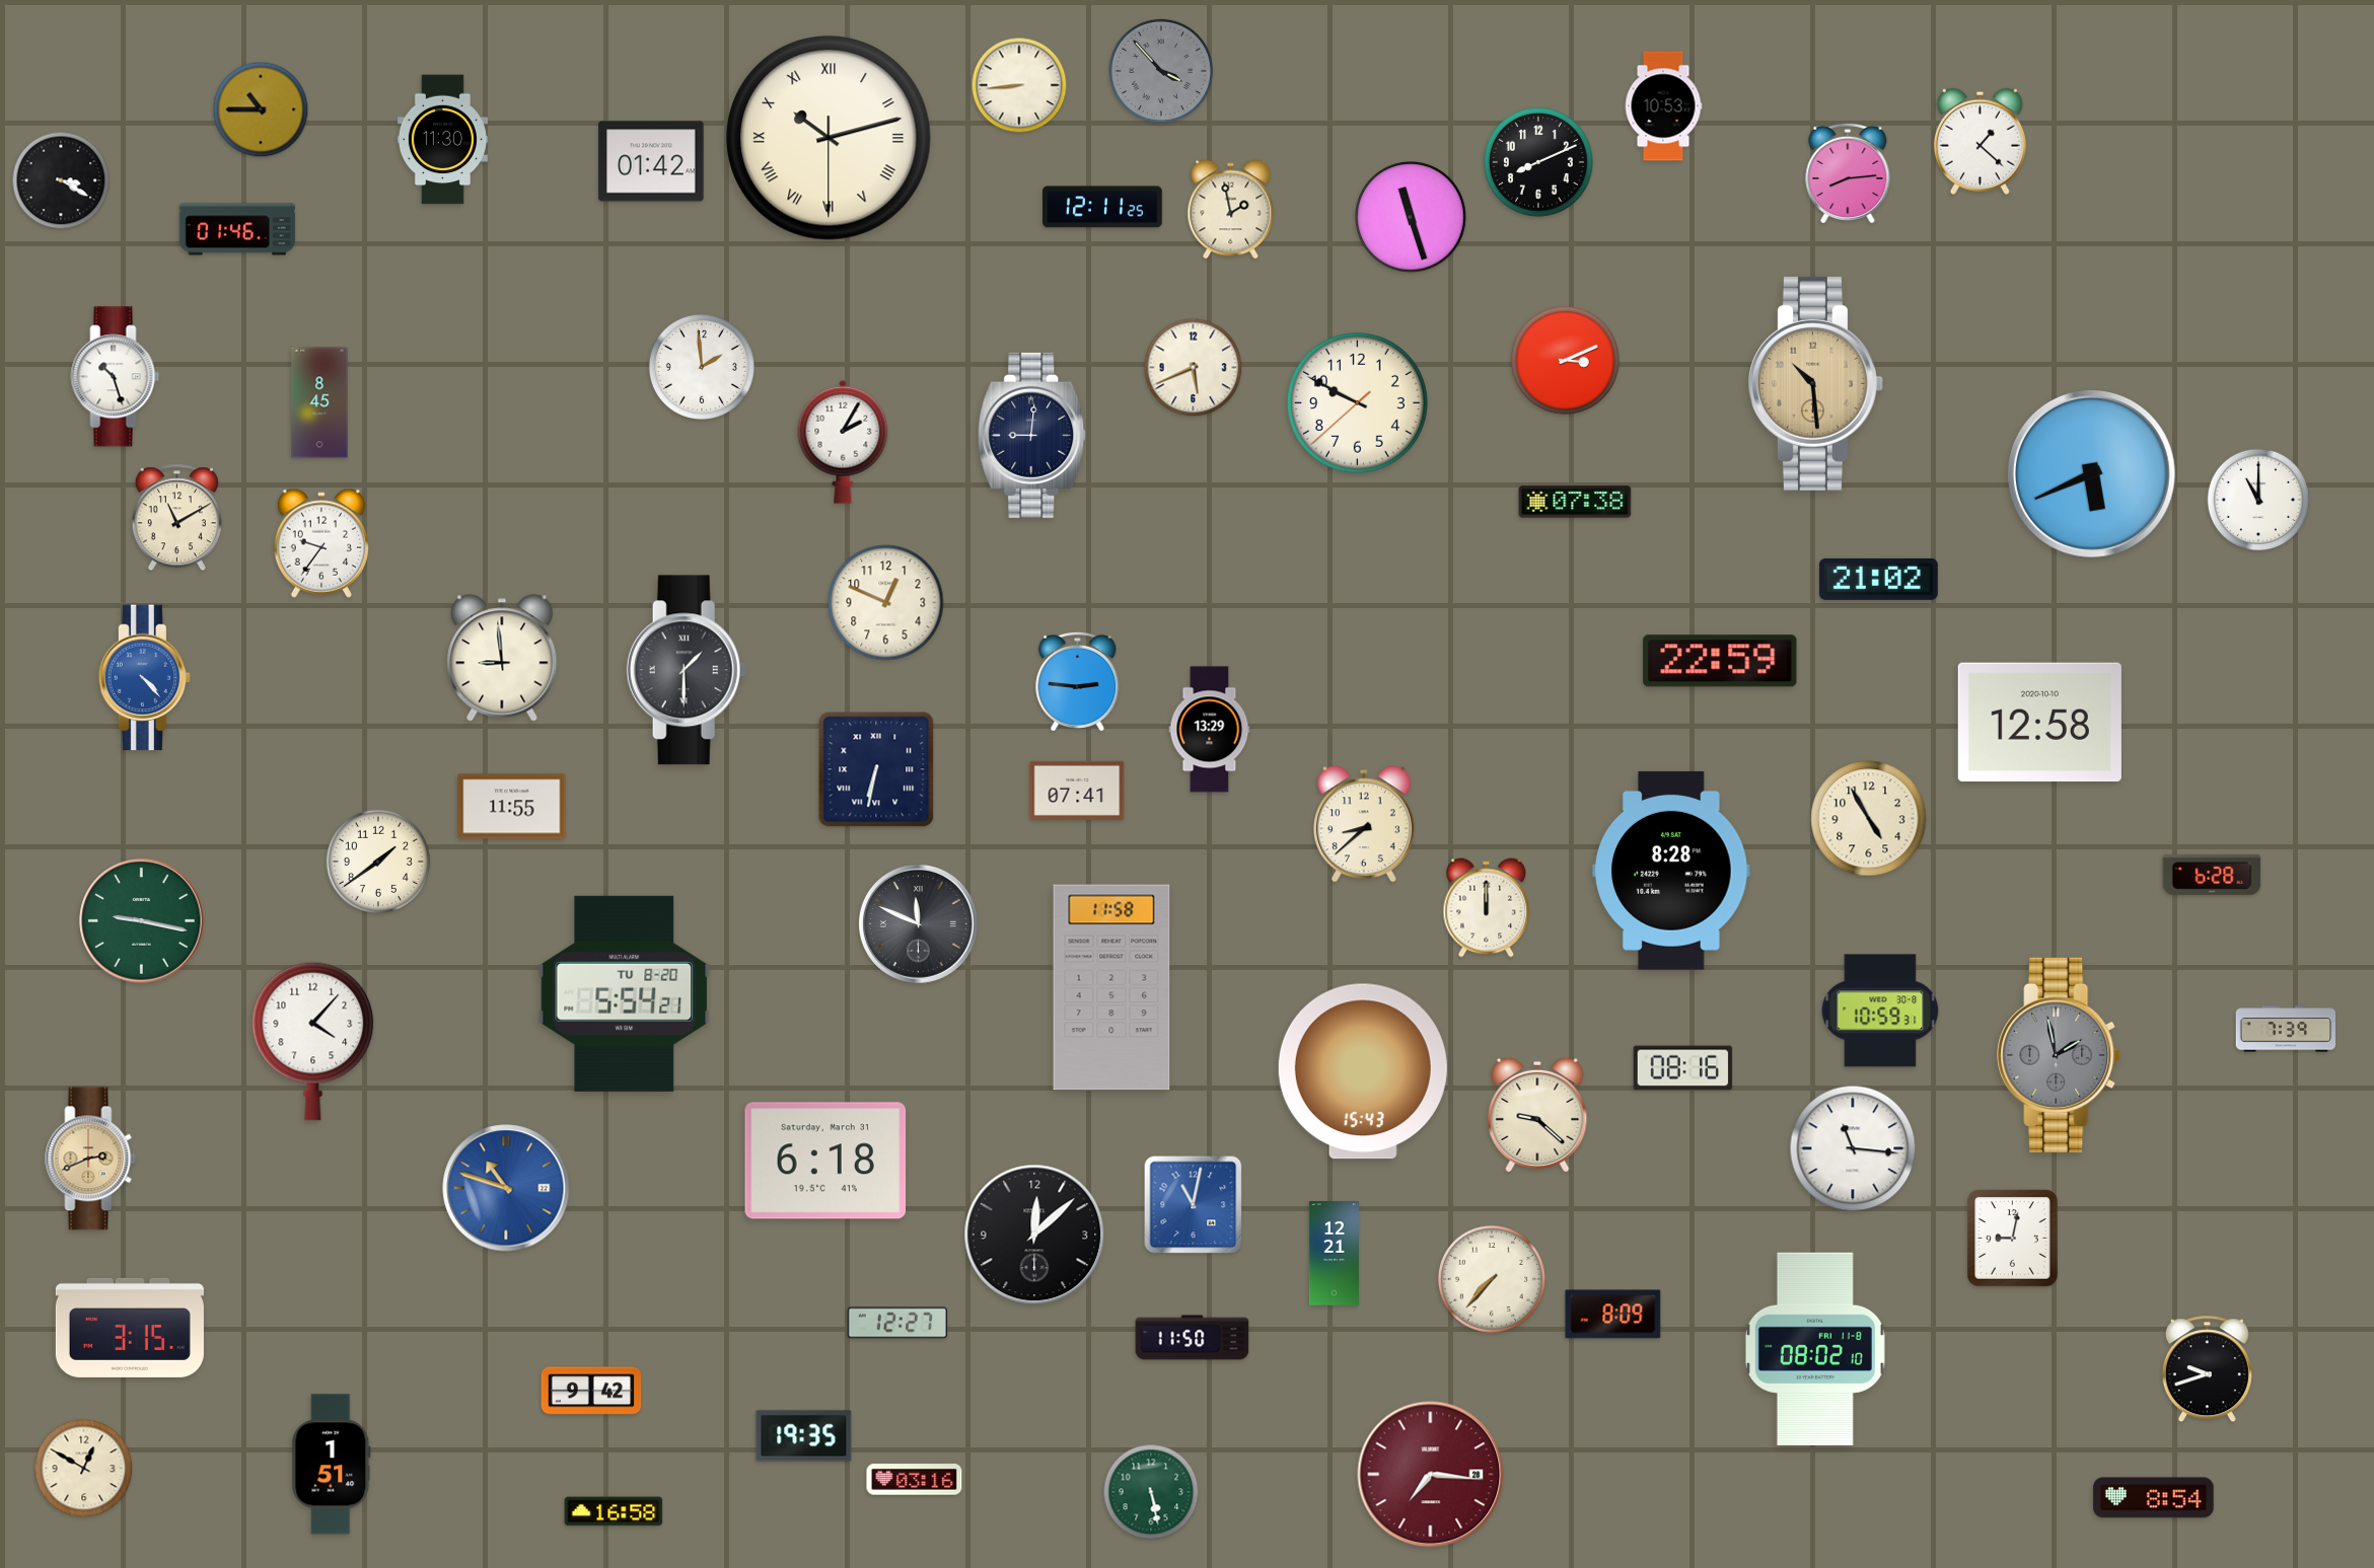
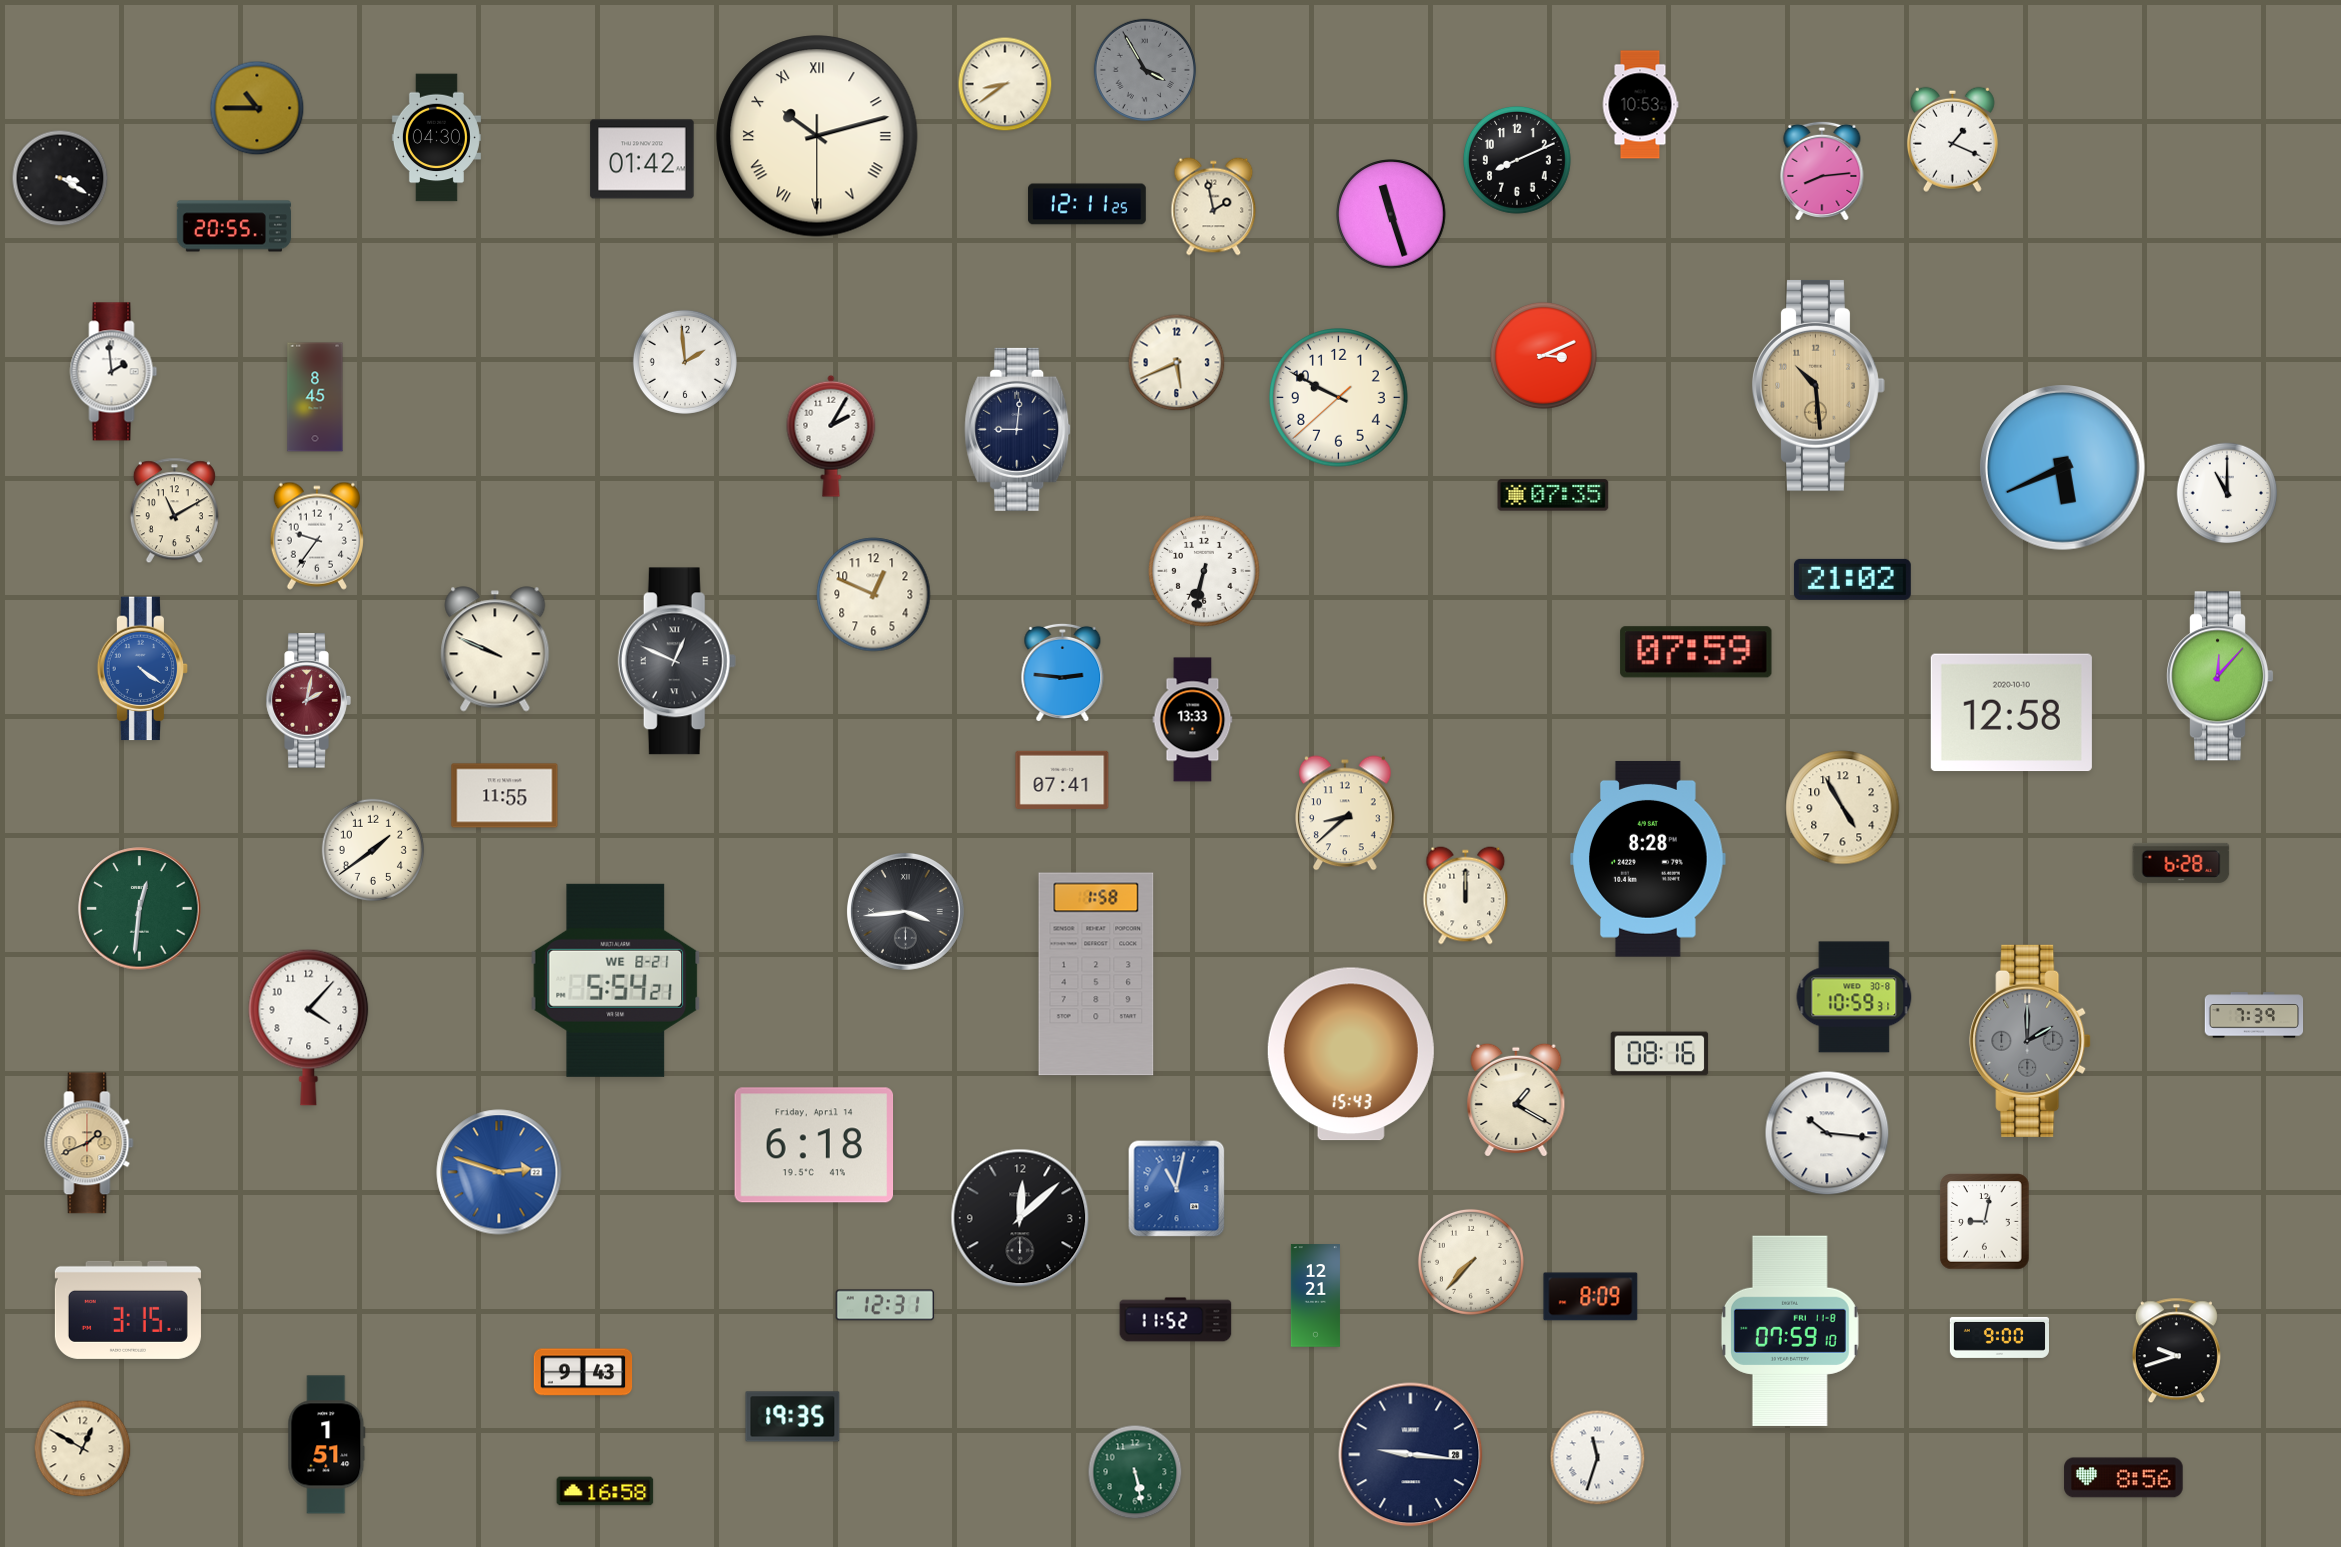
clock at (1161, 71): 3:53 -> 3:55
clock at (1019, 85): 8:44 -> 8:39
clock at (442, 140): 11:30 -> 04:30
clock at (1980, 141): 1:22 -> 1:19
clock at (236, 229): 01:46 -> 20:55
clock at (702, 367) position: (702, 367) -> (685, 362)
clock at (116, 377): 10:27 -> 1:59
clock at (1816, 383) position: (1816, 383) -> (1819, 385)
clock at (1575, 502): 07:38 -> 07:35
clock at (1204, 571): none -> 6:32
clock at (1878, 579) position: (1878, 579) -> (1852, 579)
clock at (502, 658): 8:59 -> 9:49
clock at (1720, 661): 22:59 -> 07:59
clock at (687, 670): 1:30 -> 12:49
clock at (145, 678): 4:23 -> 4:21
clock at (2221, 676): none -> 12:07
clock at (308, 701): none -> 2:02
clock at (1210, 730): 13:29 -> 13:33
clock at (876, 769): 6:32 -> none
clock at (142, 921): 9:17 -> 12:31
clock at (919, 924): 11:49 -> 3:44
clock at (1111, 987): 11:58 -> 1:58
clock at (625, 993) date: TU 8-20 -> WE 8-21
clock at (2059, 1055): 1:58 -> 2:00
clock at (1363, 1071) position: (1363, 1071) -> (1351, 1054)
clock at (1537, 1114): 9:22 -> 1:20
clock at (1853, 1148): 11:16 -> 10:16
clock at (90, 1159): 2:41 -> 1:41
clock at (825, 1161) date: Saturday, March 31 -> Friday, April 14
clock at (506, 1188): 10:48 -> 2:48
clock at (1334, 1254) position: (1334, 1254) -> (1315, 1296)
clock at (897, 1323): 12:27 -> 12:31
clock at (1193, 1338): 11:50 -> 11:52
clock at (1815, 1349): 08:02 -> 07:59
clock at (1999, 1337): none -> 9:00
clock at (591, 1391): 9:42 -> 9:43
clock at (1431, 1475): 7:16 -> 9:16
clock at (1431, 1475) dial: burgundy -> navy
clock at (1598, 1458): none -> 11:33
clock at (915, 1480): 03:16 -> none
clock at (2154, 1498): 8:54 -> 8:56
